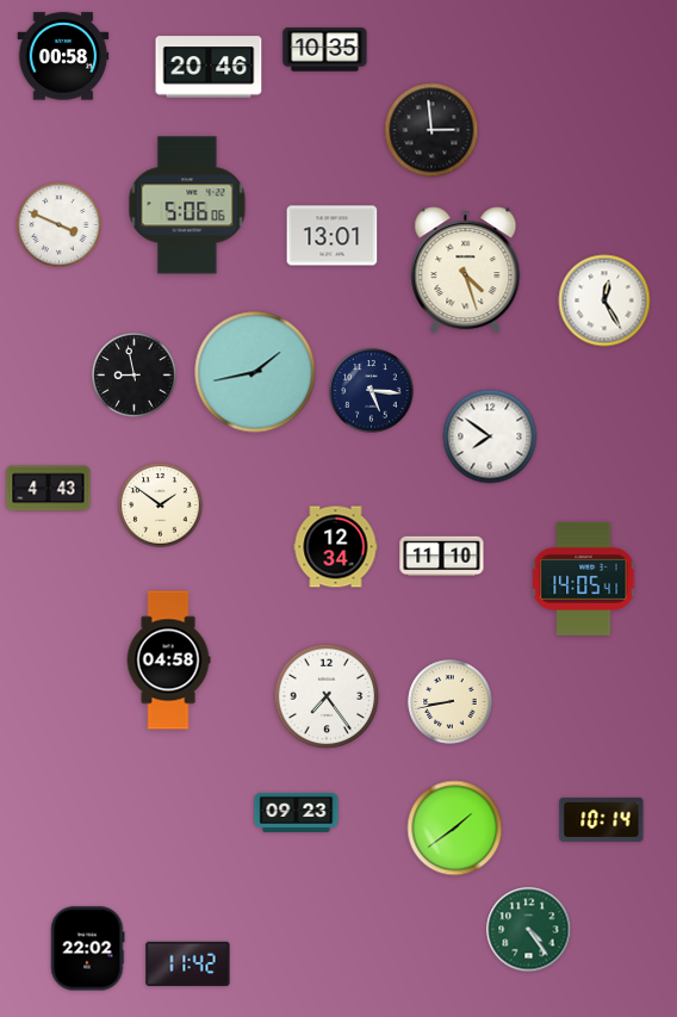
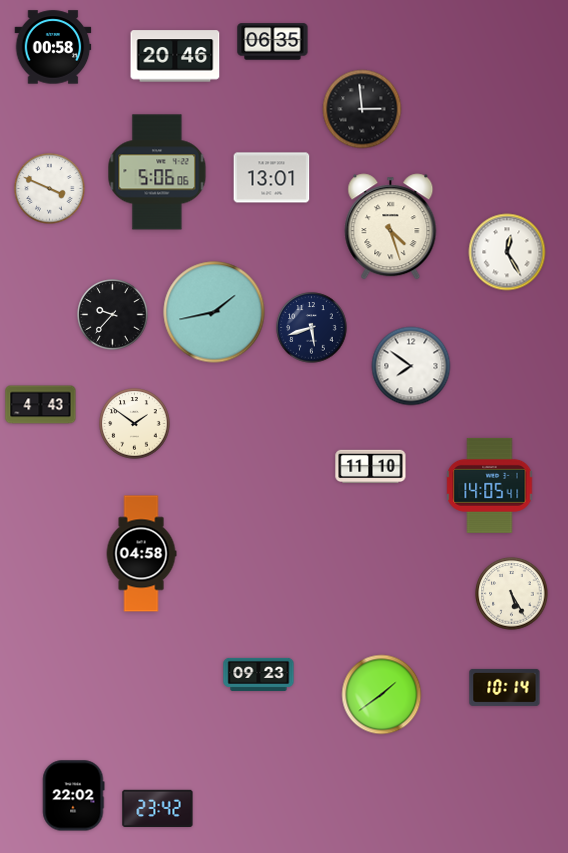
clock at (325, 50): 10:35 -> 06:35
clock at (333, 236) position: (333, 236) -> (272, 178)
clock at (135, 376): 8:58 -> 9:37
clock at (372, 391): 5:16 -> 5:42
clock at (49, 489) position: (49, 489) -> (41, 405)
clock at (336, 547): 12:34 -> none
clock at (327, 696): 7:24 -> none
clock at (451, 702): 8:43 -> none
clock at (512, 594): none -> 5:25
clock at (297, 812) position: (297, 812) -> (259, 674)
clock at (529, 930): 4:24 -> none
clock at (188, 963): 11:42 -> 23:42
